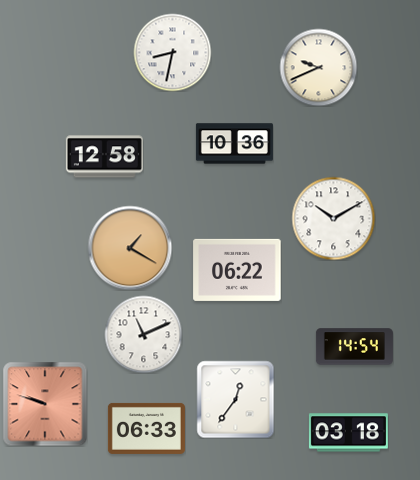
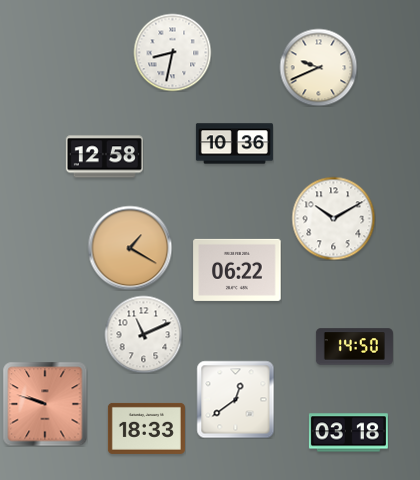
clock at (354, 347): 14:54 -> 14:50
clock at (235, 399): 12:36 -> 12:39
clock at (146, 428): 06:33 -> 18:33
